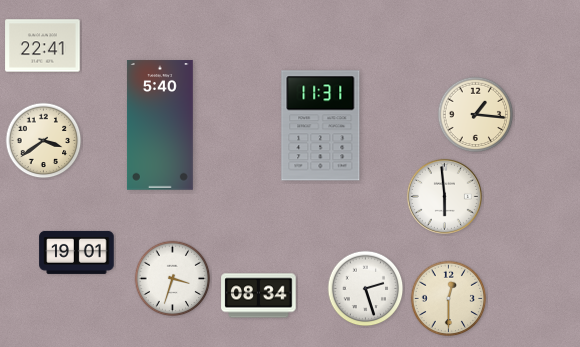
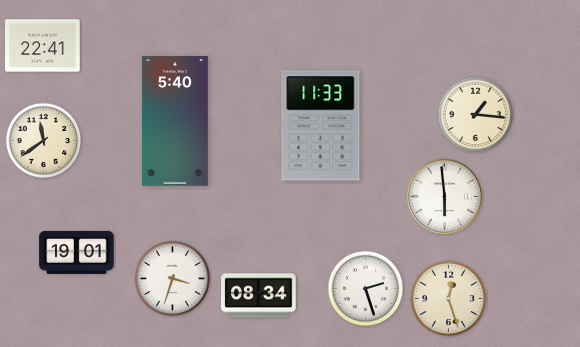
clock at (160, 125) position: (160, 125) -> (175, 121)
clock at (321, 126): 11:31 -> 11:33
clock at (44, 141): 3:39 -> 11:39
clock at (449, 299): 12:30 -> 12:27
